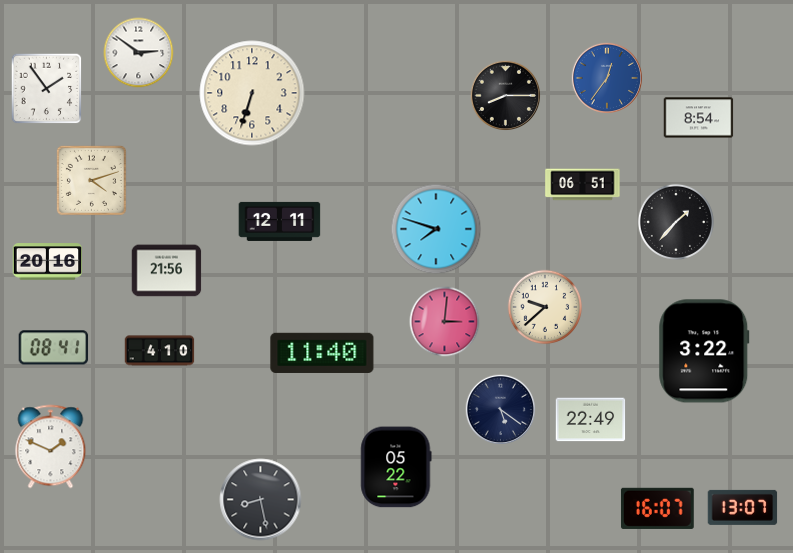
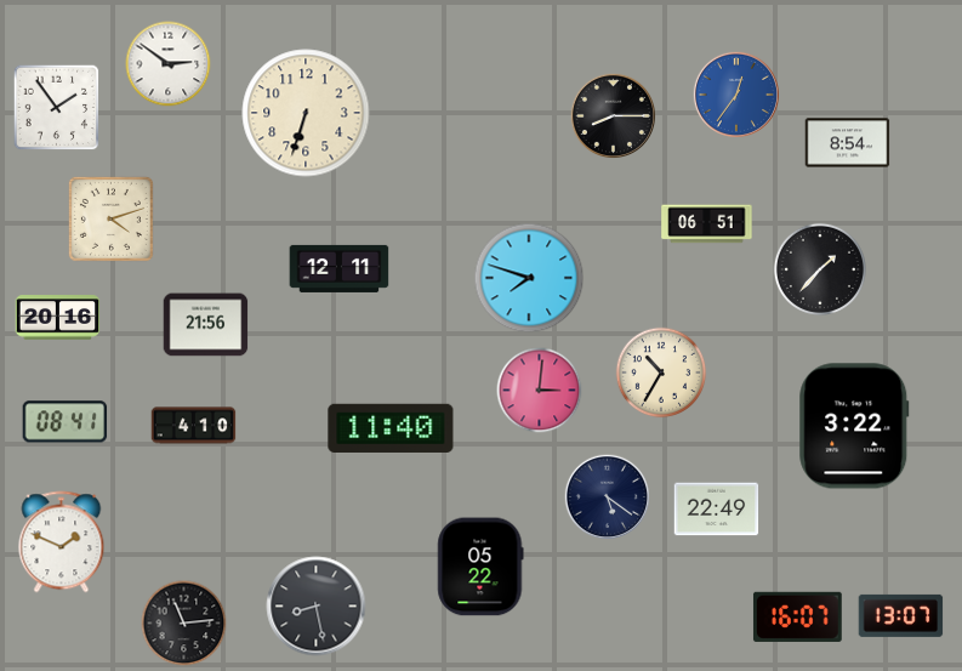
clock at (167, 271) position: (167, 271) -> (206, 325)
clock at (545, 307): 9:38 -> 10:35
clock at (184, 624): none -> 11:14
